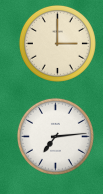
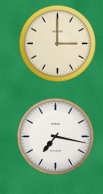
clock at (55, 136): 7:14 -> 7:17
